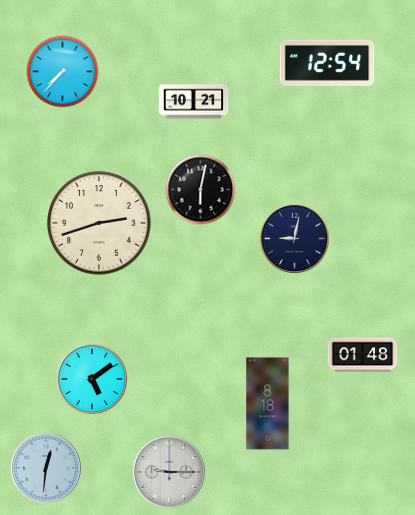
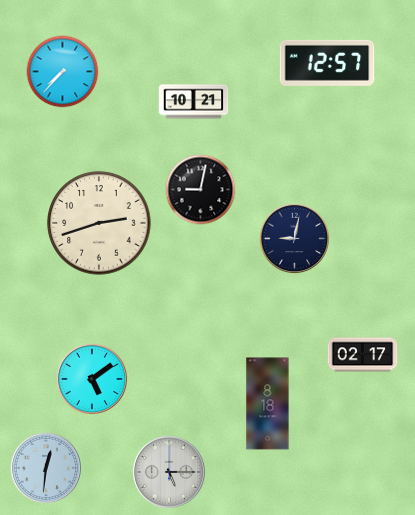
clock at (327, 63): 12:54 -> 12:57
clock at (201, 190): 6:02 -> 9:02
clock at (363, 355): 01:48 -> 02:17
clock at (169, 472): 9:15 -> 5:15
